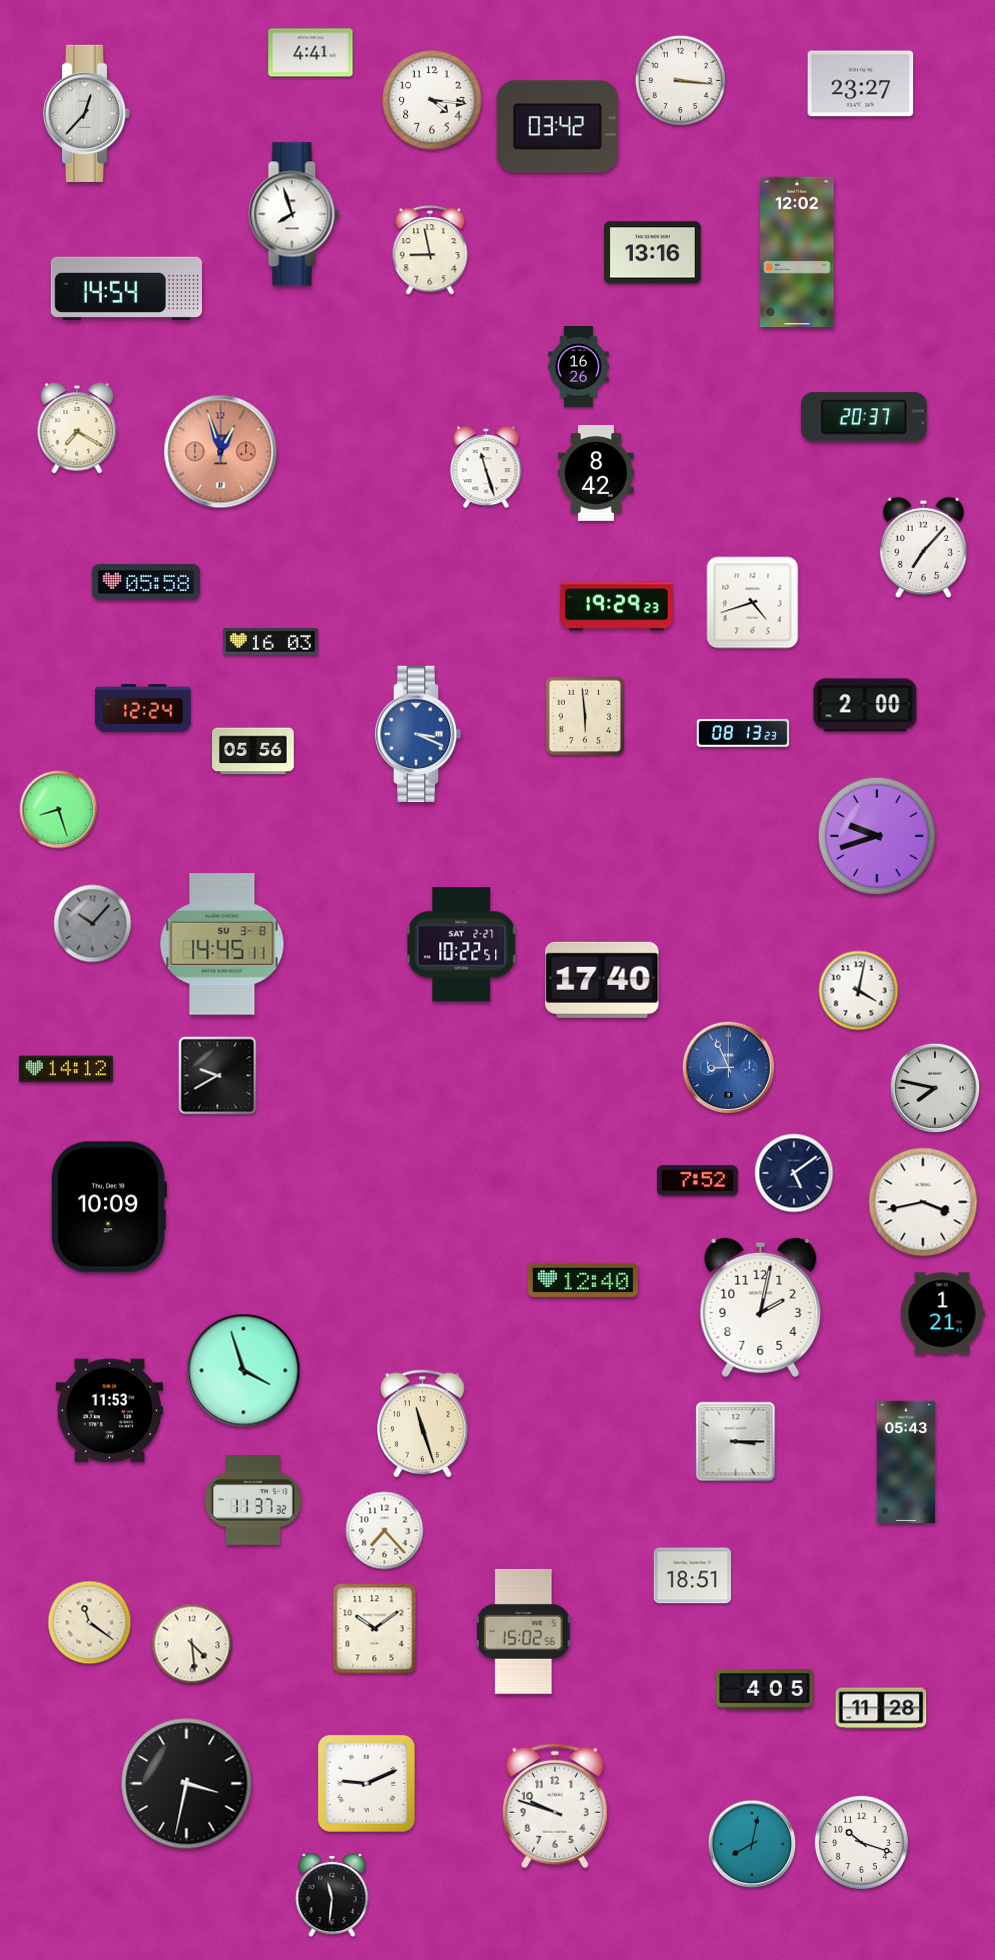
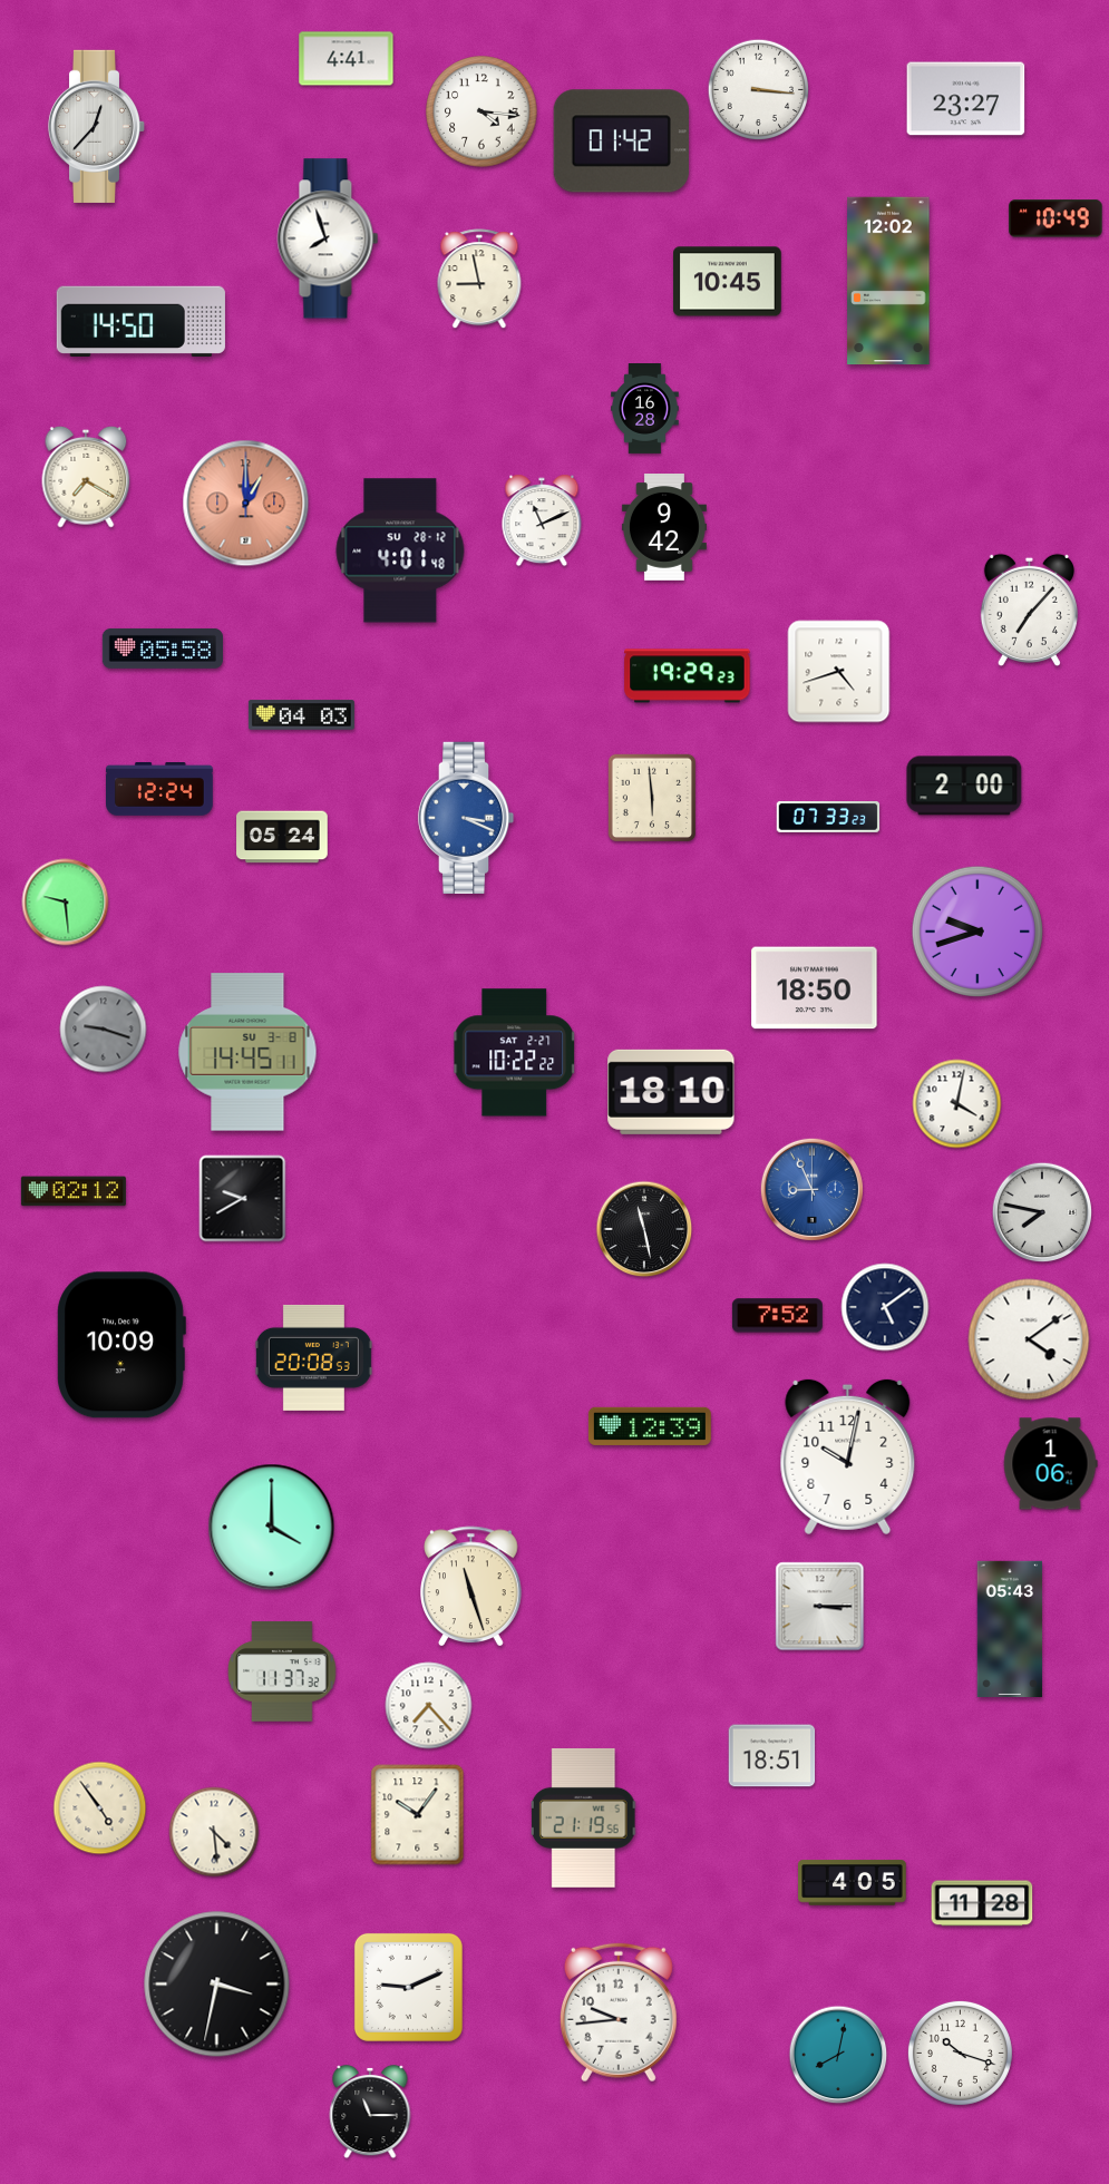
clock at (861, 84) position: (861, 84) -> (966, 99)
clock at (557, 127): 03:42 -> 01:42
clock at (1056, 218): none -> 10:49
clock at (653, 253): 13:16 -> 10:45
clock at (126, 288): 14:54 -> 14:50
clock at (579, 367): 16:26 -> 16:28
clock at (865, 417): 20:37 -> none
clock at (221, 452): 12:57 -> 1:00
clock at (486, 467): 11:27 -> 11:11
clock at (596, 474): 8:42 -> 9:42
clock at (400, 550): none -> 4:01
clock at (270, 642): 16:03 -> 04:03
clock at (743, 734): 08:13 -> 07:33
clock at (253, 751): 05:56 -> 05:24
clock at (59, 810): 8:27 -> 9:29
clock at (815, 988): none -> 18:50
clock at (93, 924): 10:07 -> 9:18
clock at (462, 945): 10:22:51 -> 10:22:22
clock at (602, 980): 17:40 -> 18:10
clock at (66, 1069): 14:12 -> 02:12
clock at (644, 1229): none -> 11:28
clock at (923, 1202): 3:43 -> 4:09
clock at (313, 1357): none -> 20:08
clock at (583, 1280): 12:40 -> 12:39
clock at (761, 1308): 2:02 -> 10:02
clock at (942, 1314): 1:21 -> 1:06
clock at (244, 1371): 3:57 -> 4:00
clock at (109, 1411): 11:53 -> none
clock at (90, 1623): 11:21 -> 4:54
clock at (375, 1629): 10:09 -> 10:06
clock at (524, 1631): 15:02 -> 21:19
clock at (187, 1784) position: (187, 1784) -> (217, 1985)
clock at (555, 1806): 9:48 -> 9:44
clock at (332, 1895): 11:31 -> 11:15
